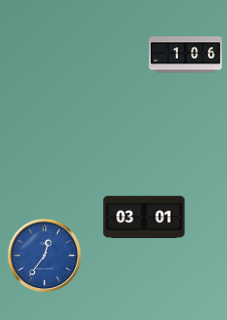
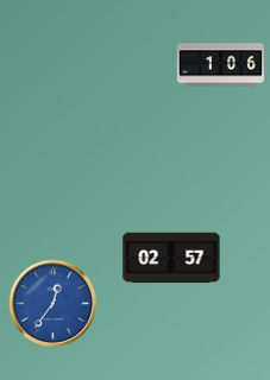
clock at (144, 217): 03:01 -> 02:57
